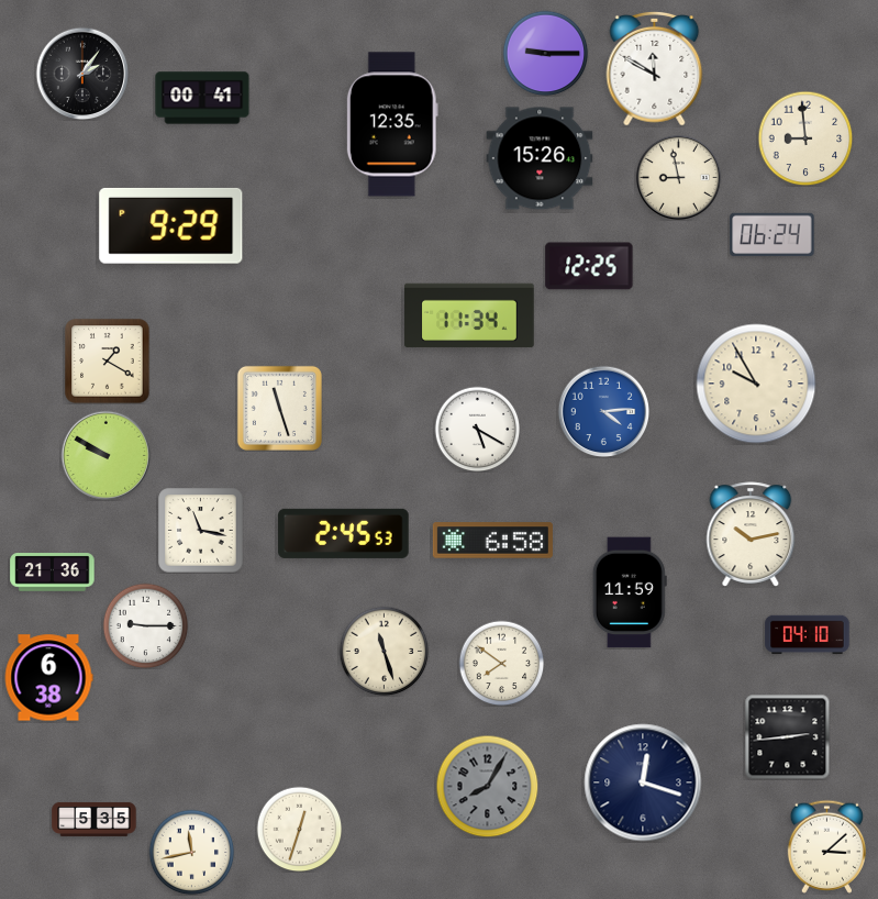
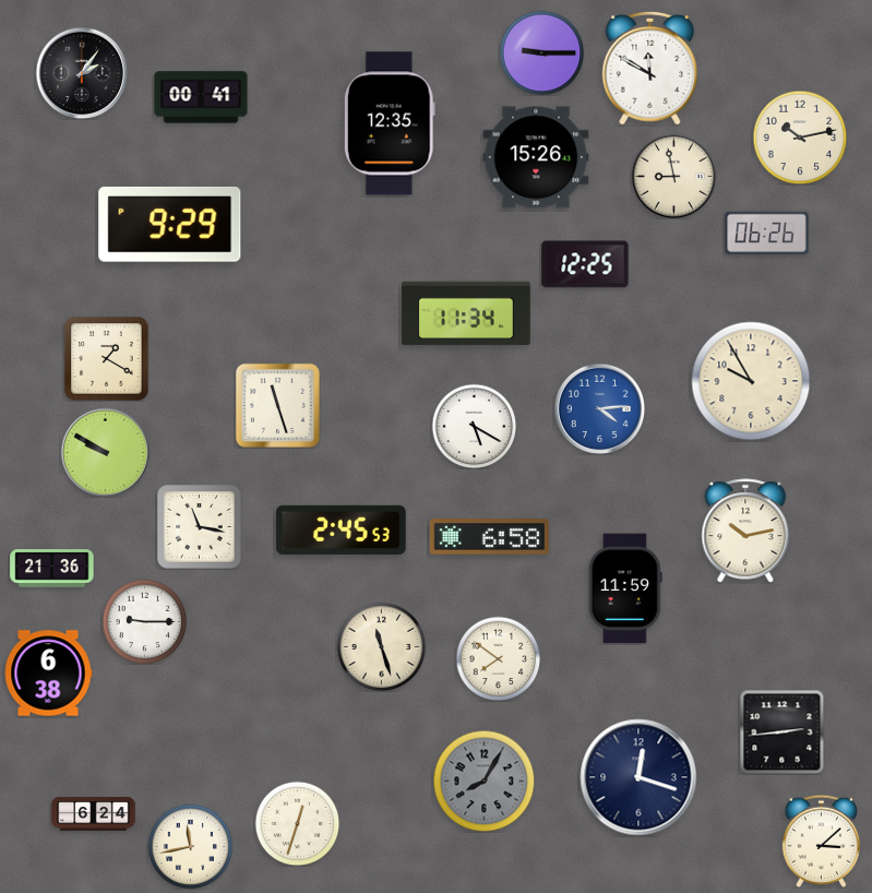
clock at (805, 138): 8:59 -> 10:13
clock at (773, 235): 06:24 -> 06:26
clock at (808, 635): 04:10 -> none
clock at (95, 819): 5:35 -> 6:24
